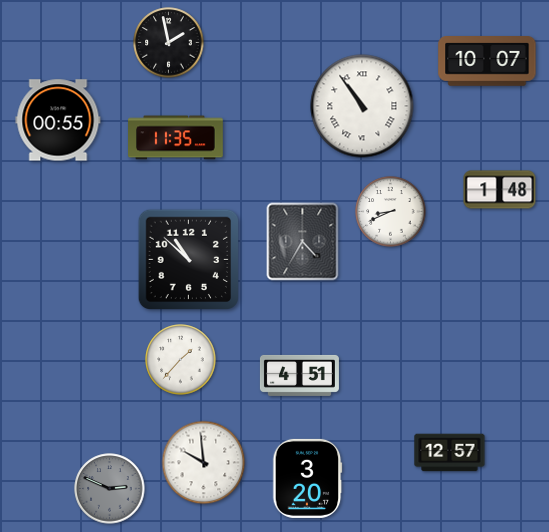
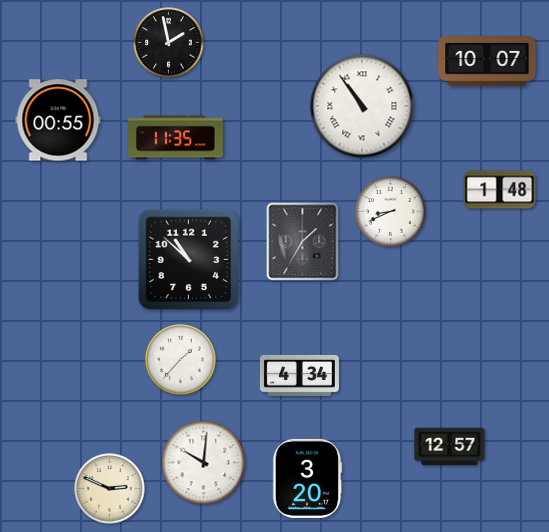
clock at (303, 242): 4:35 -> 1:35
clock at (299, 375): 4:51 -> 4:34
clock at (450, 453) position: (450, 453) -> (450, 447)
clock at (204, 463): 9:59 -> 10:01
clock at (110, 489) dial: grey -> cream
